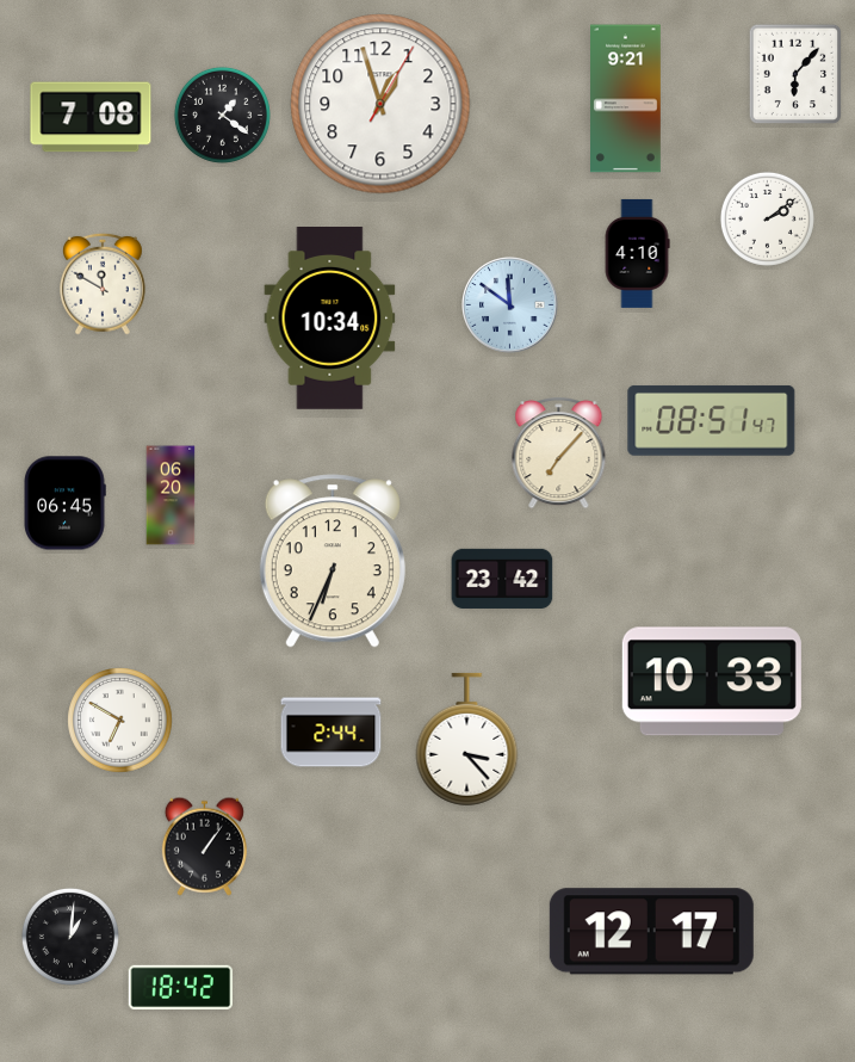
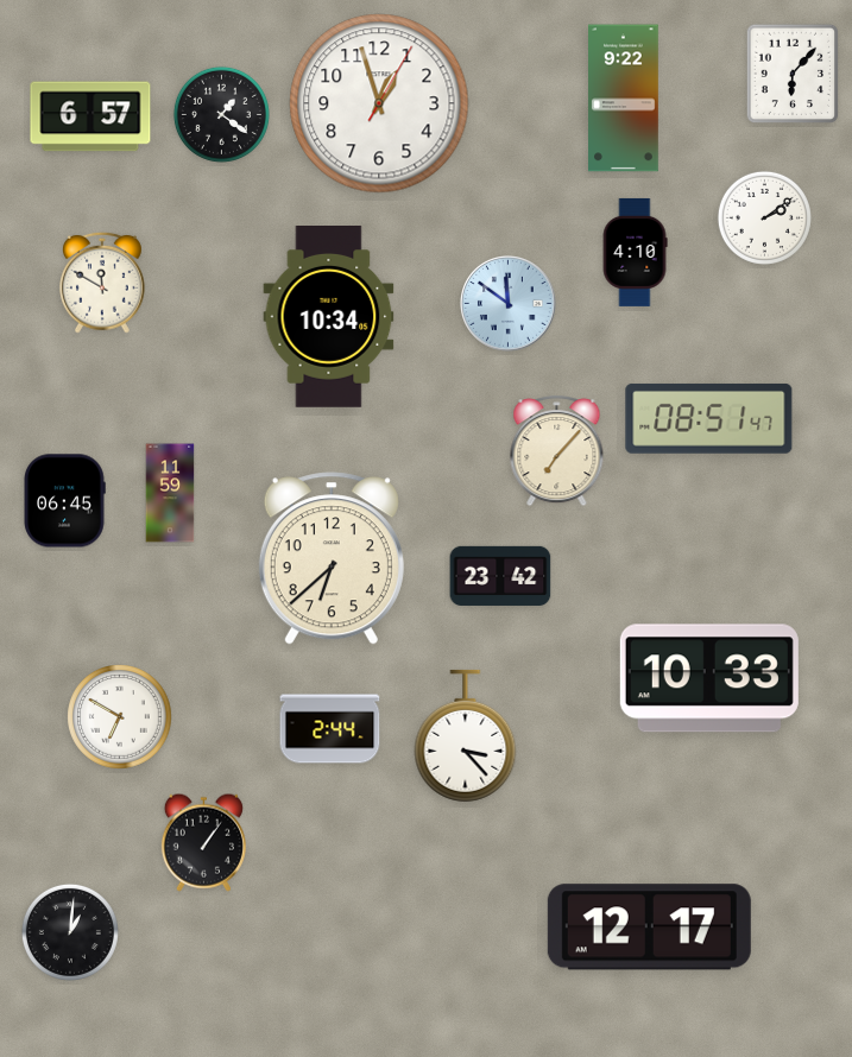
clock at (626, 99): 9:21 -> 9:22
clock at (91, 117): 7:08 -> 6:57
clock at (171, 495): 06:20 -> 11:59
clock at (333, 561): 6:34 -> 6:38
clock at (181, 987): 18:42 -> none
